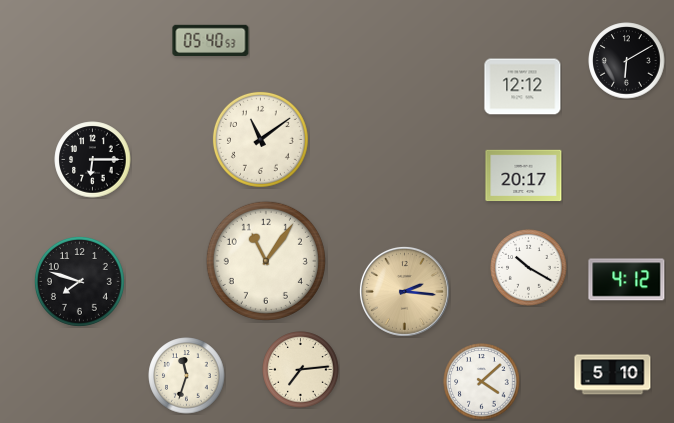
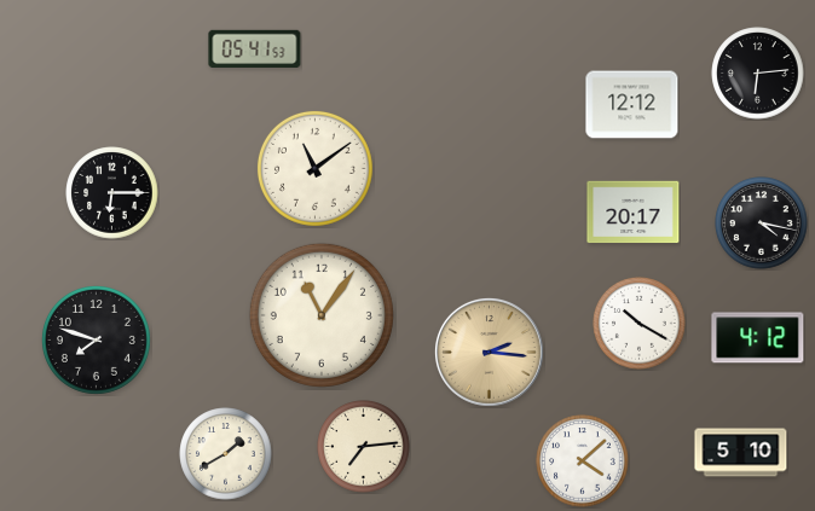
clock at (211, 40): 05:40 -> 05:41
clock at (627, 61): 6:10 -> 6:14
clock at (762, 223): none -> 4:17
clock at (187, 376): 11:33 -> 1:40
